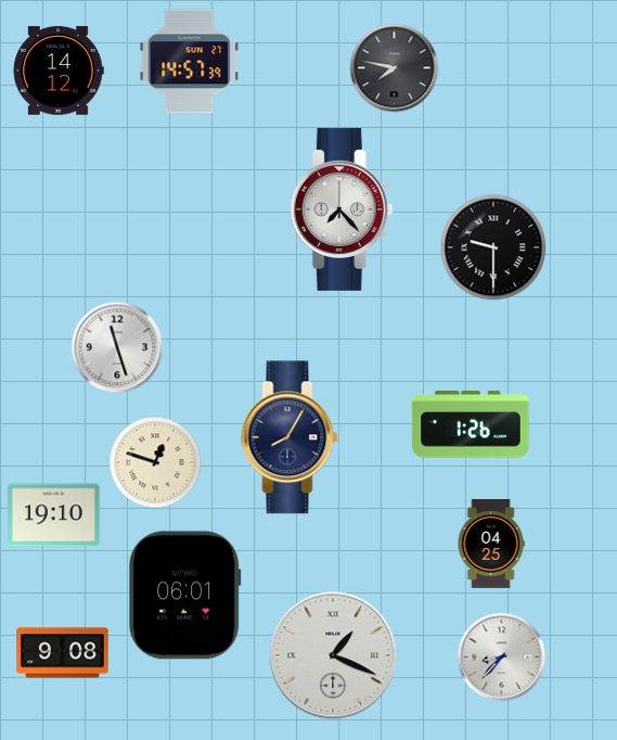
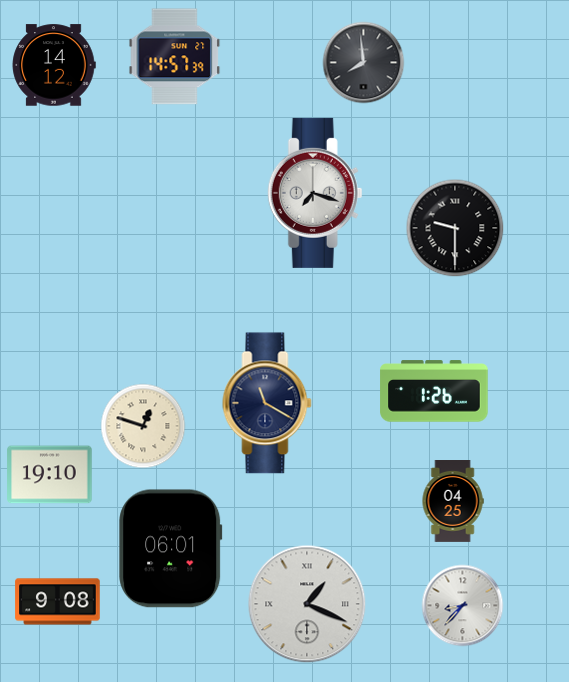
clock at (395, 68): 7:47 -> 7:59
clock at (342, 209): 7:23 -> 7:18
clock at (117, 347): 11:27 -> none
clock at (290, 437): 8:05 -> 11:20
